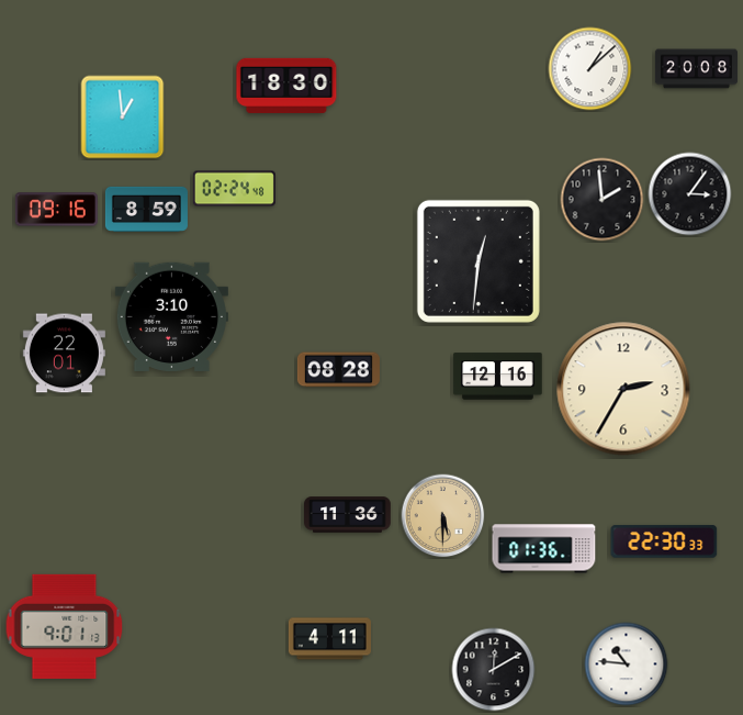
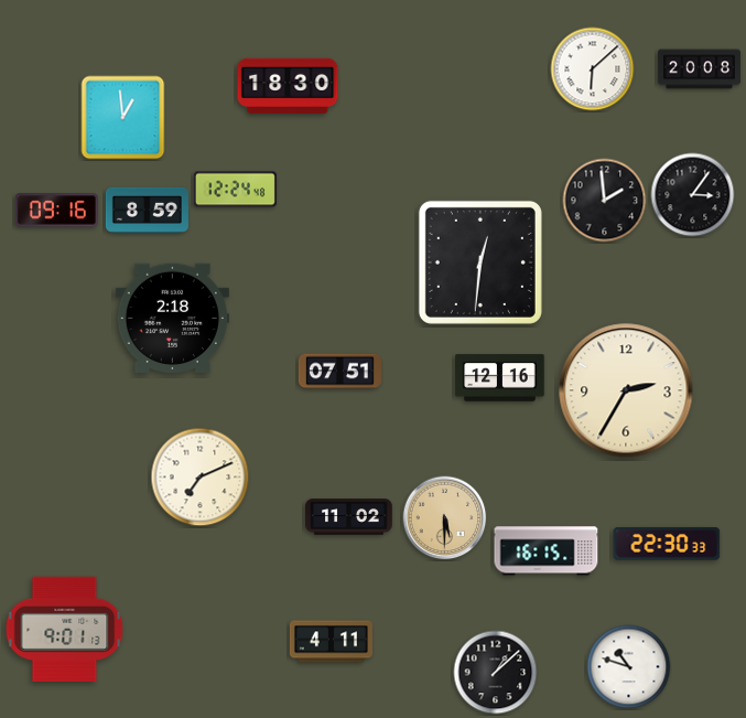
clock at (590, 69): 1:08 -> 6:08
clock at (234, 189): 02:24 -> 12:24
clock at (171, 316): 3:10 -> 2:18
clock at (64, 354): 22:01 -> none
clock at (338, 370): 08:28 -> 07:51
clock at (201, 478): none -> 7:11
clock at (348, 515): 11:36 -> 11:02
clock at (544, 549): 01:36 -> 16:15
clock at (627, 664): 10:46 -> 10:48
clock at (494, 670): 12:10 -> 1:08
